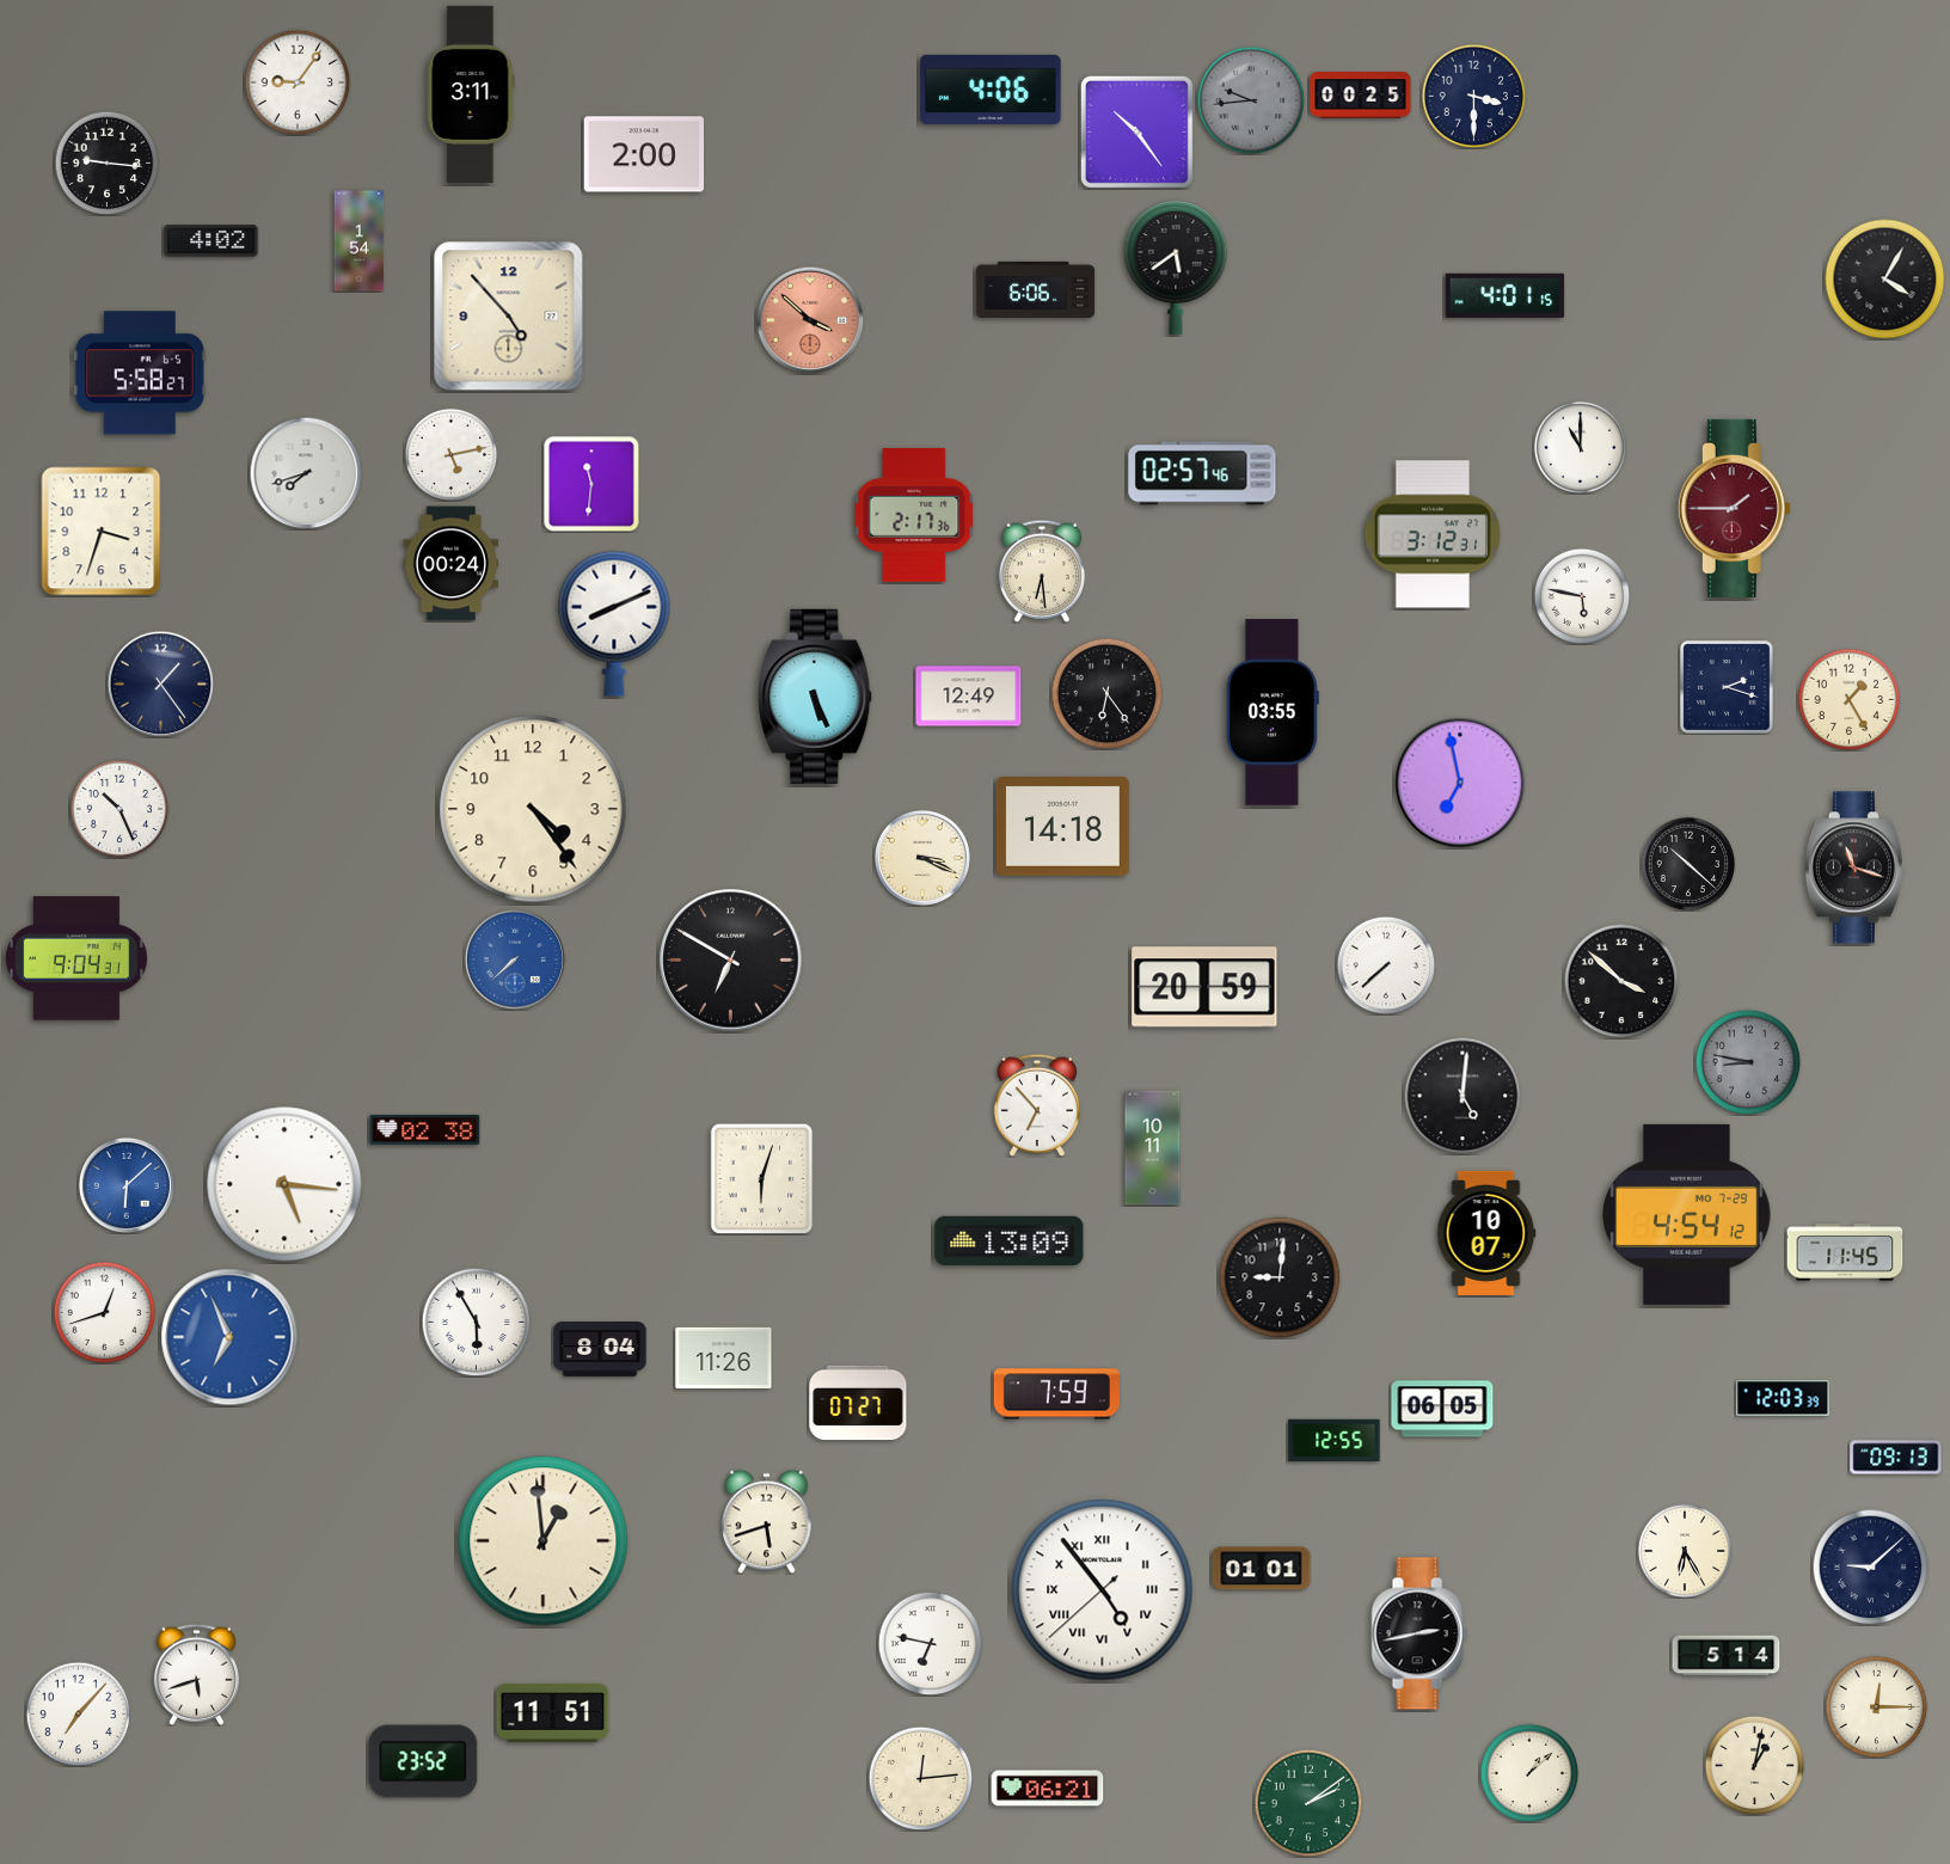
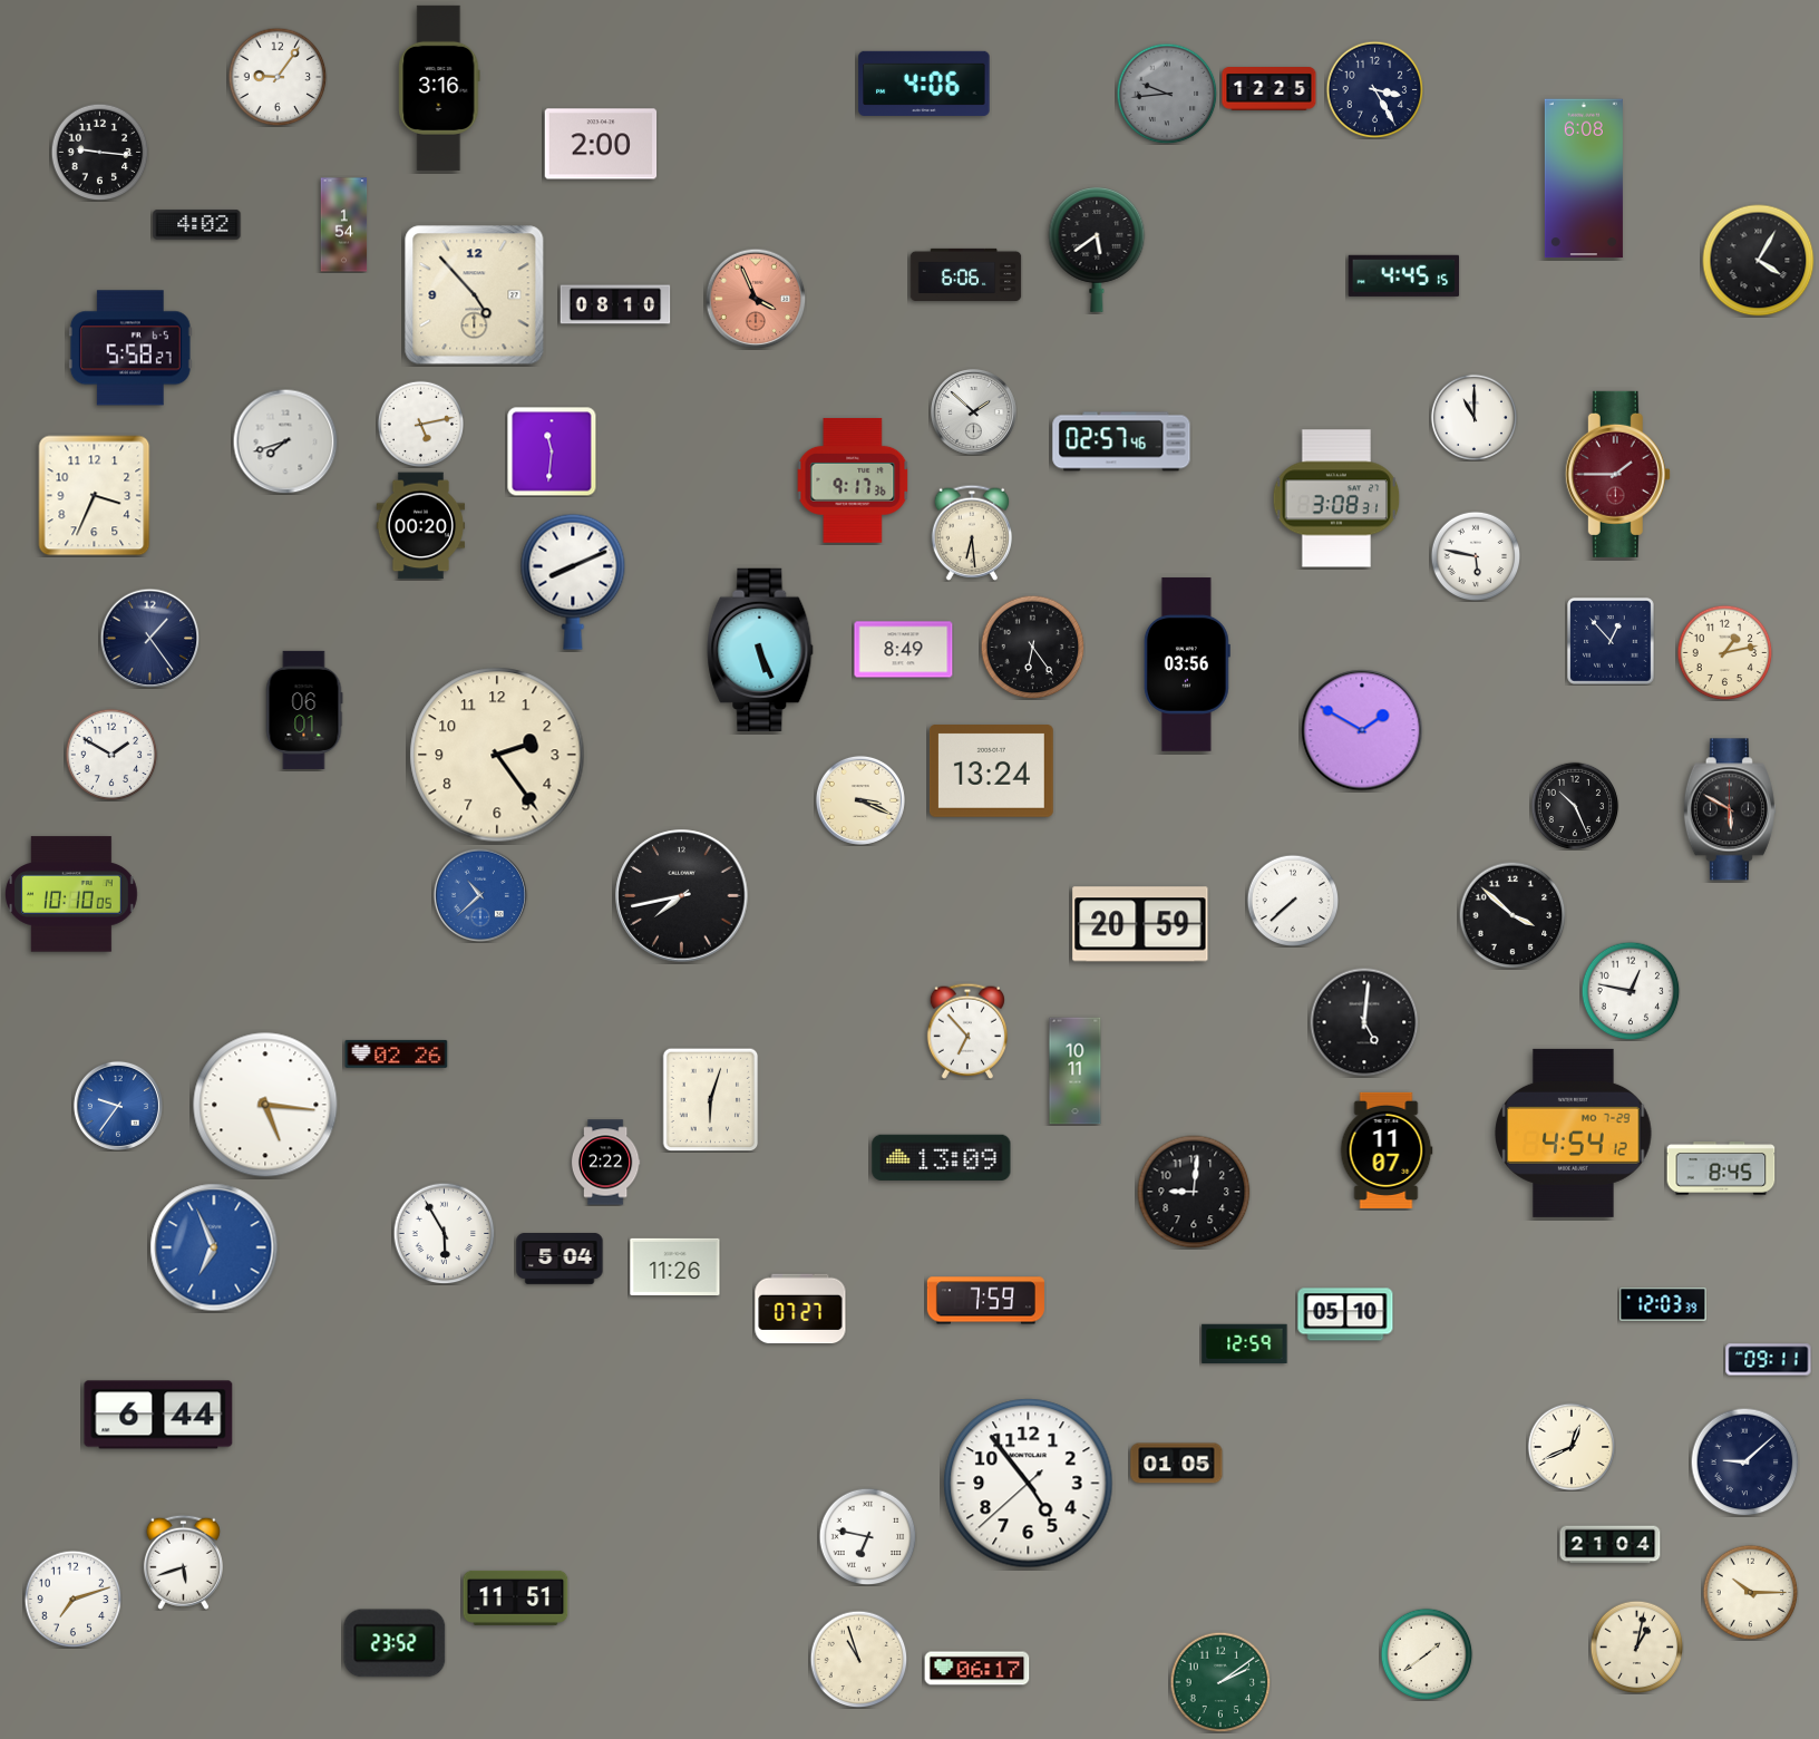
clock at (471, 94): 3:11 -> 3:16
clock at (1361, 96): 00:25 -> 12:25
clock at (1473, 96): 3:30 -> 3:25
clock at (1136, 131): 10:24 -> none
clock at (1584, 178): none -> 6:08
clock at (360, 241) position: (360, 241) -> (344, 225)
clock at (1036, 289) position: (1036, 289) -> (966, 274)
clock at (1506, 295): 4:01 -> 4:45
clock at (810, 320): 3:52 -> 3:56
clock at (615, 304): none -> 08:10
clock at (973, 411): none -> 1:52
clock at (914, 515): 2:17 -> 9:17
clock at (102, 532): 3:33 -> 3:34
clock at (1433, 534): 3:12 -> 3:08
clock at (452, 564): 00:24 -> 00:20
clock at (1728, 688): 2:18 -> 12:53
clock at (969, 697): 12:49 -> 8:49
clock at (1848, 699): 1:25 -> 1:13
clock at (1273, 712): 03:55 -> 03:56
clock at (304, 710): none -> 06:01
clock at (1460, 783): 6:58 -> 1:50
clock at (119, 809): 10:26 -> 1:50
clock at (533, 809): 4:24 -> 2:24
clock at (1062, 827): 14:18 -> 13:24
clock at (1688, 864): 10:22 -> 10:26
clock at (1854, 867): 11:18 -> 5:50
clock at (78, 958): 9:04 -> 10:10
clock at (514, 958): 7:38 -> 10:38
clock at (731, 961): 6:50 -> 7:43
clock at (1204, 987) position: (1204, 987) -> (1140, 924)
clock at (1748, 1062): 8:47 -> 12:47
clock at (1748, 1062) dial: grey -> white
clock at (425, 1129): 02:38 -> 02:26
clock at (127, 1185): 6:08 -> 9:36
clock at (1486, 1233): 10:07 -> 11:07
clock at (605, 1163): none -> 2:22
clock at (1845, 1252): 11:45 -> 8:45
clock at (104, 1312): 12:42 -> none
clock at (600, 1350): 8:04 -> 5:04
clock at (1442, 1409): 06:05 -> 05:10
clock at (1335, 1440): 12:55 -> 12:59
clock at (1896, 1458): 09:13 -> 09:11
clock at (158, 1415): none -> 6:44
clock at (767, 1521): 5:42 -> none
clock at (544, 1541): 12:59 -> none
clock at (1685, 1551): 6:25 -> 12:41
clock at (1262, 1569): 01:01 -> 01:05
clock at (1103, 1590) numerals: Roman -> Arabic
clock at (1419, 1633): 2:43 -> none
clock at (930, 1643) position: (930, 1643) -> (867, 1536)
clock at (1727, 1656): 5:14 -> 21:04
clock at (1876, 1706): 12:15 -> 10:15
clock at (78, 1713): 7:07 -> 7:12
clock at (1529, 1773): 1:08 -> 1:39
clock at (920, 1778): 12:14 -> 10:57
clock at (1048, 1789): 06:21 -> 06:17
